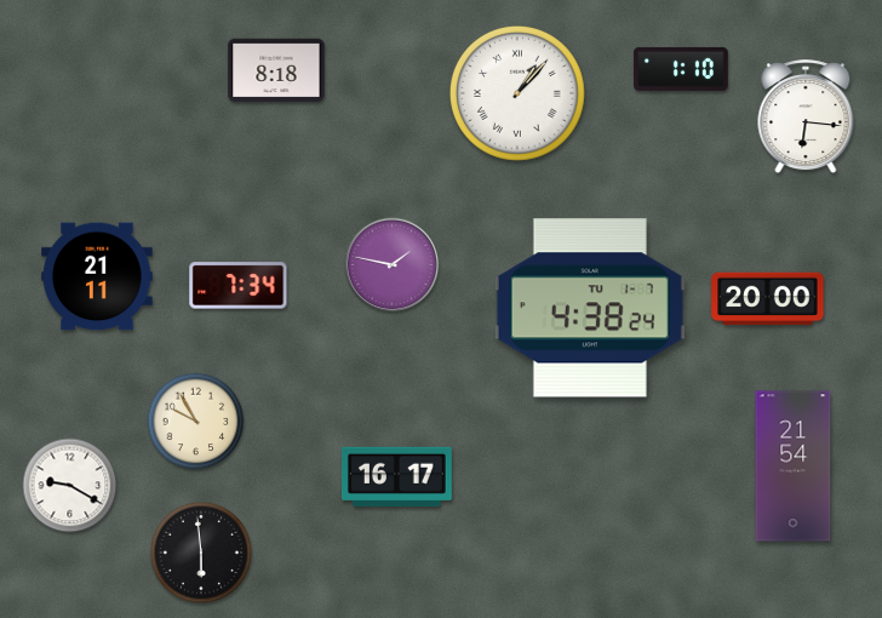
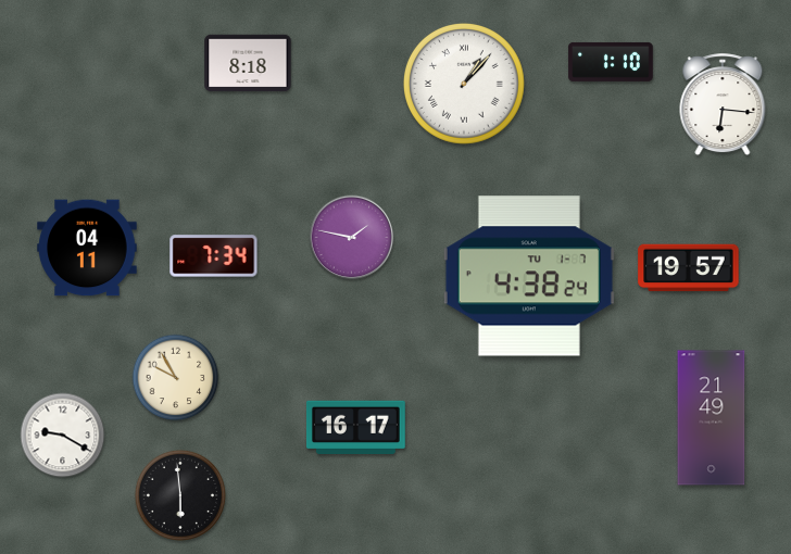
clock at (97, 276): 21:11 -> 04:11
clock at (768, 299): 20:00 -> 19:57
clock at (794, 467): 21:54 -> 21:49
